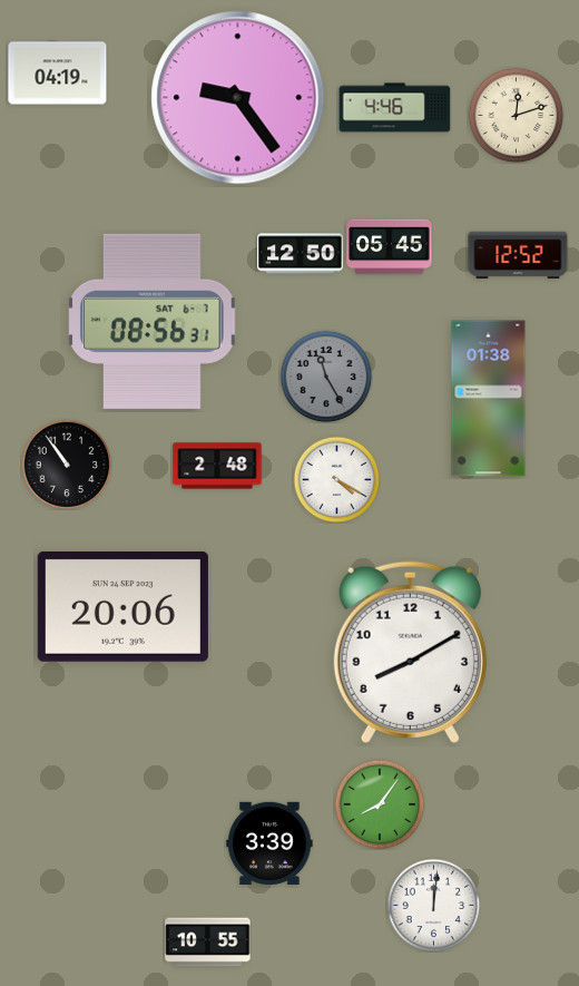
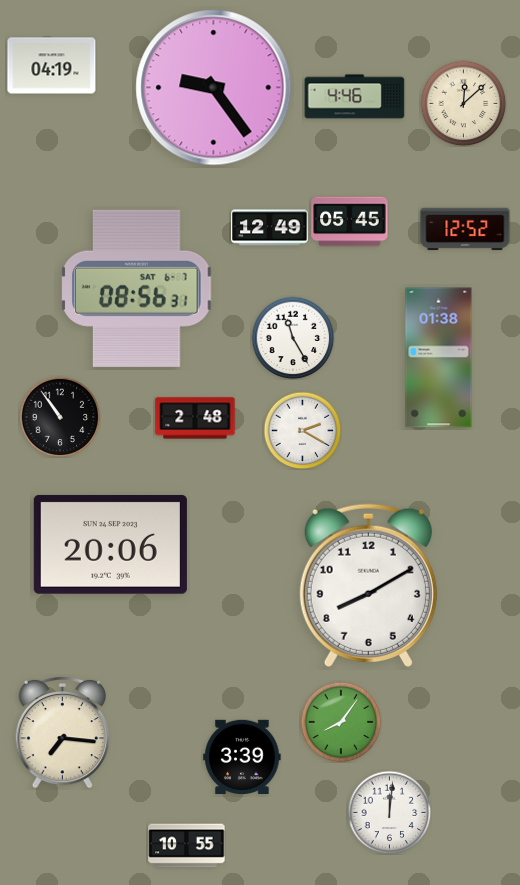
clock at (516, 115): 12:12 -> 12:08
clock at (301, 254): 12:50 -> 12:49
clock at (326, 377) dial: grey -> white
clock at (336, 479): 4:20 -> 2:20
clock at (62, 732): none -> 7:16
